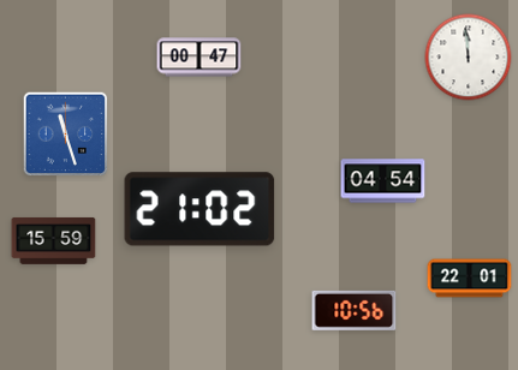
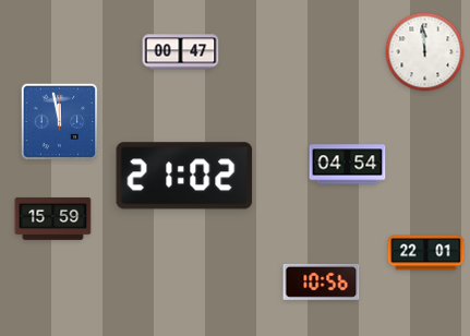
clock at (66, 135): 11:27 -> 11:58
clock at (200, 209) position: (200, 209) -> (184, 176)
clock at (54, 240) position: (54, 240) -> (53, 218)
